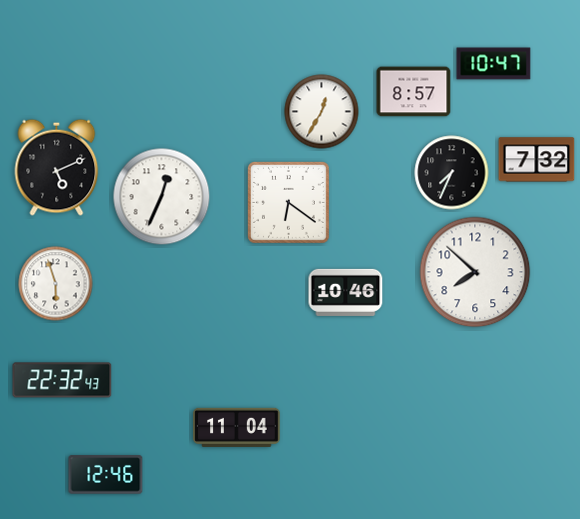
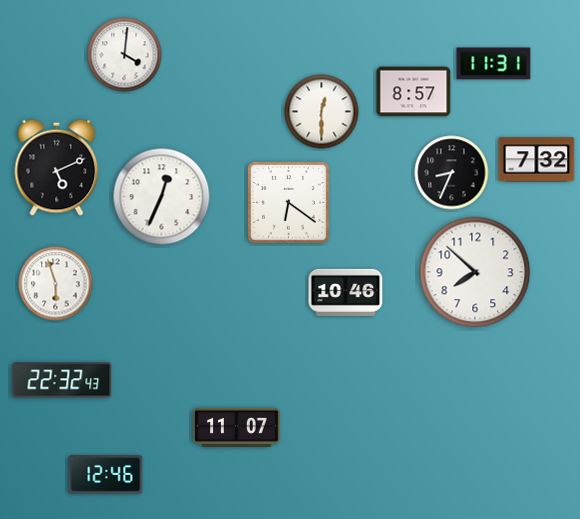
clock at (125, 55): none -> 4:01
clock at (494, 64): 10:47 -> 11:31
clock at (322, 112): 12:35 -> 12:30
clock at (452, 173): 7:34 -> 8:34
clock at (237, 427): 11:04 -> 11:07
